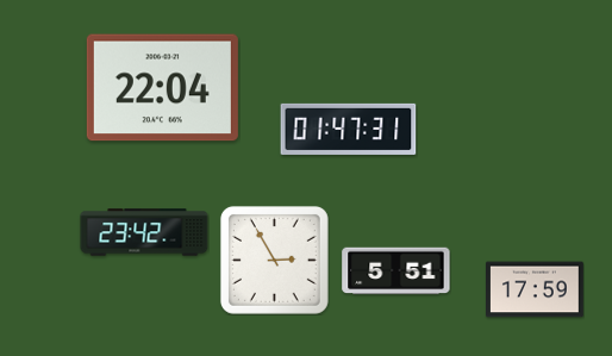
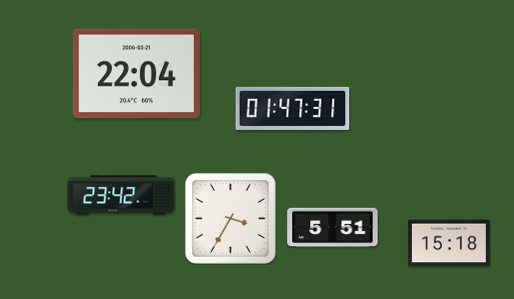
clock at (274, 260): 2:55 -> 3:35
clock at (536, 289): 17:59 -> 15:18
